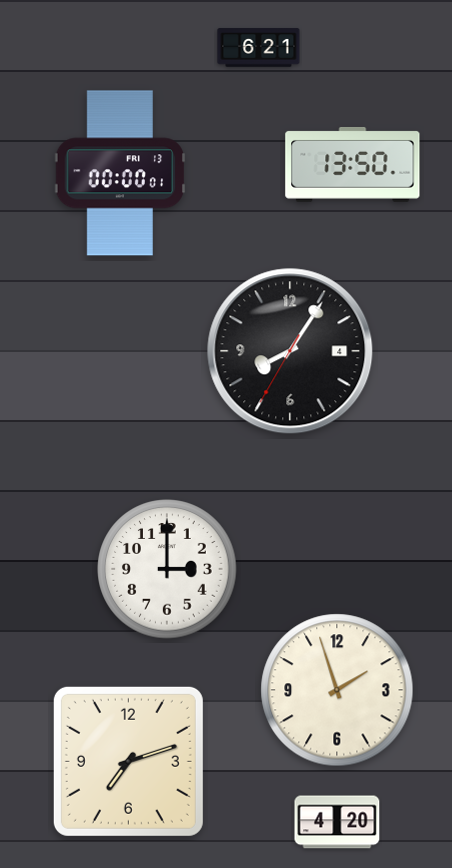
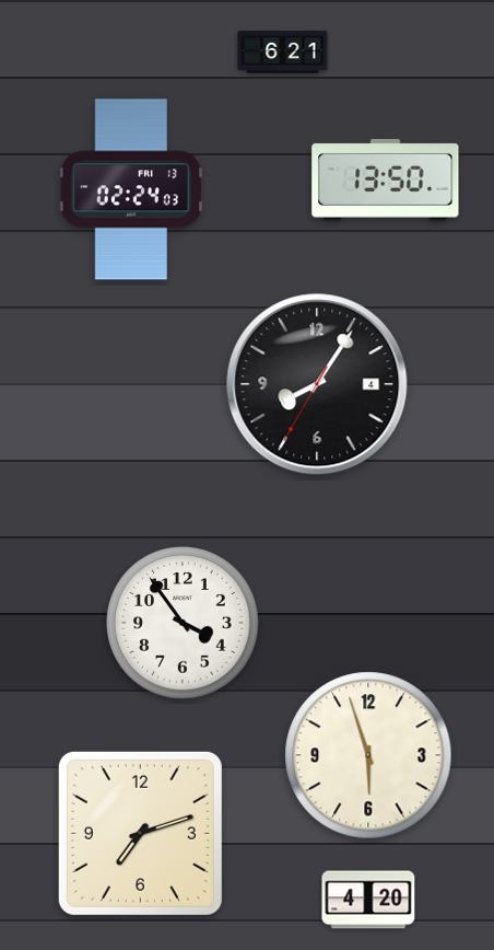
clock at (120, 173): 00:00 -> 02:24
clock at (167, 569): 3:00 -> 3:54
clock at (337, 690): 1:57 -> 5:57
